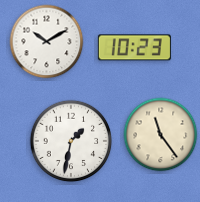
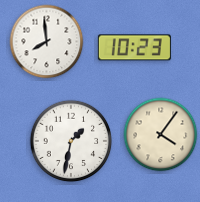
clock at (47, 42): 10:10 -> 7:59
clock at (161, 135): 11:24 -> 4:06
